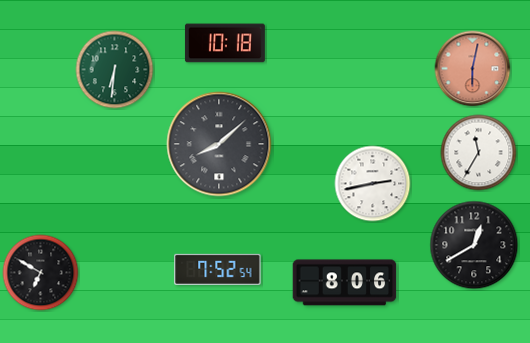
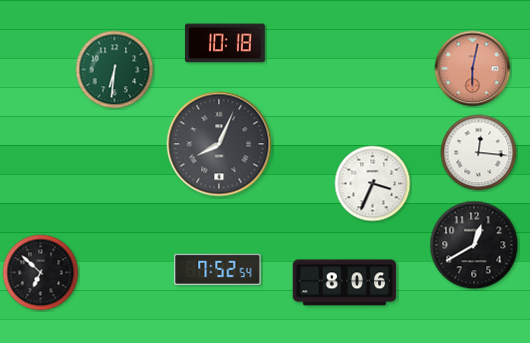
clock at (219, 144): 8:08 -> 8:04
clock at (479, 153): 11:35 -> 12:16
clock at (373, 184): 2:43 -> 3:34
clock at (41, 273): 6:50 -> 6:52
